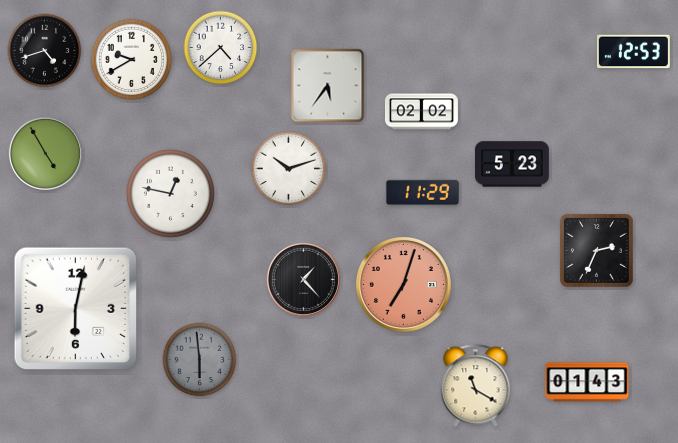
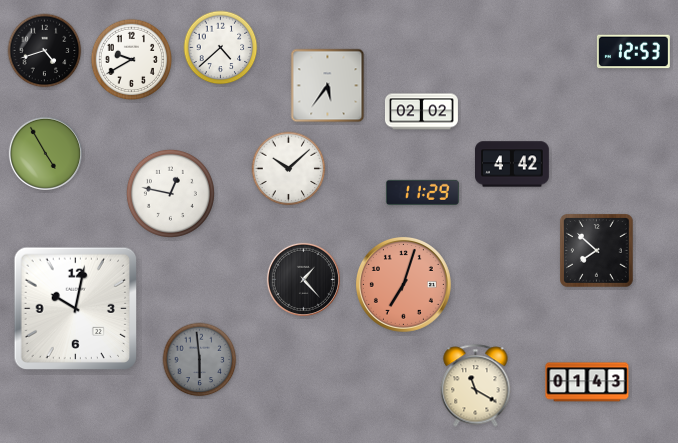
clock at (513, 164): 5:23 -> 4:42
clock at (289, 169): 10:12 -> 10:08
clock at (597, 251): 2:34 -> 7:52
clock at (75, 308): 6:02 -> 10:02
